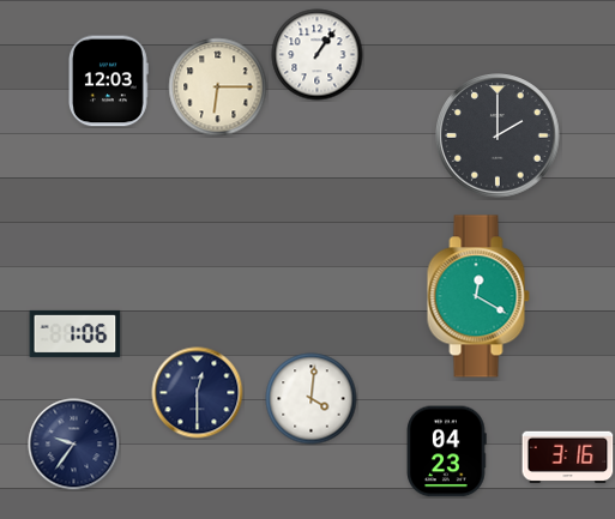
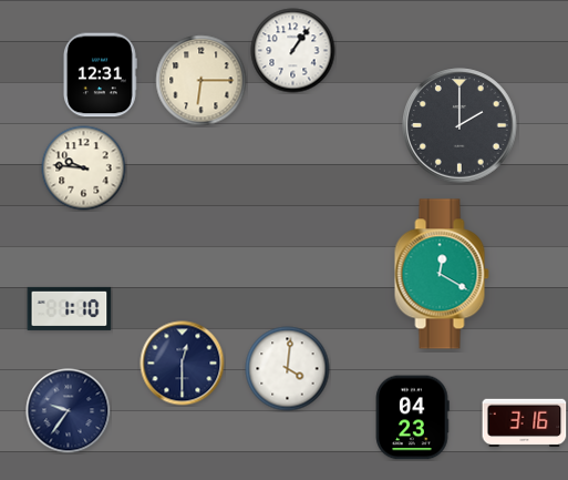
clock at (108, 82): 12:03 -> 12:31
clock at (84, 168): none -> 9:46
clock at (76, 333): 1:06 -> 1:10
